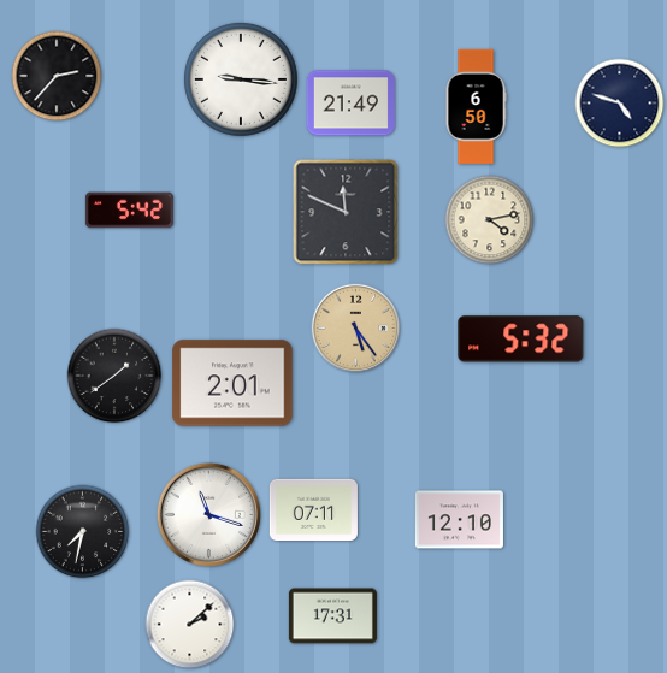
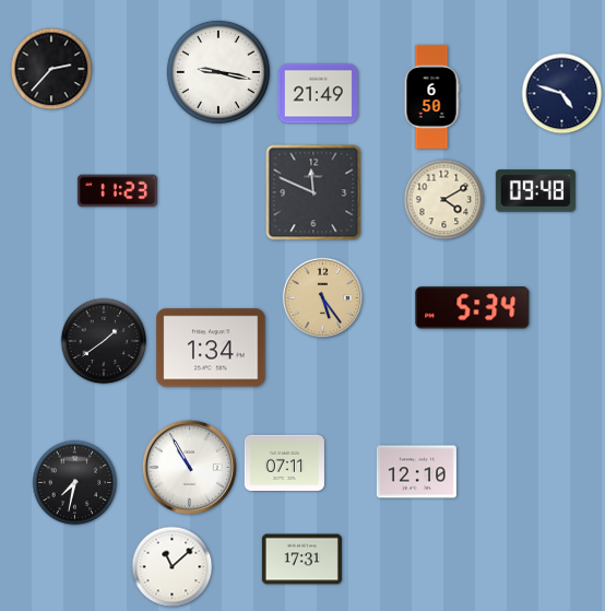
clock at (241, 79): 9:16 -> 9:17
clock at (129, 211): 5:42 -> 11:23
clock at (535, 191): none -> 09:48
clock at (490, 220): 4:13 -> 4:10
clock at (521, 340): 5:32 -> 5:34
clock at (232, 383): 2:01 -> 1:34
clock at (208, 514): 11:18 -> 10:55
clock at (190, 625): 2:08 -> 11:08
